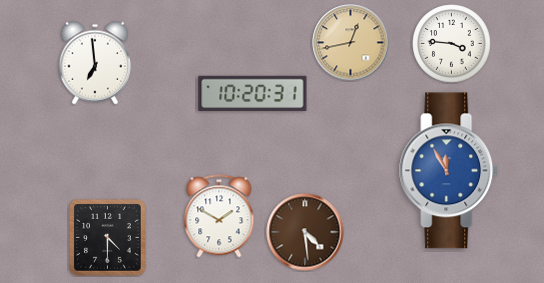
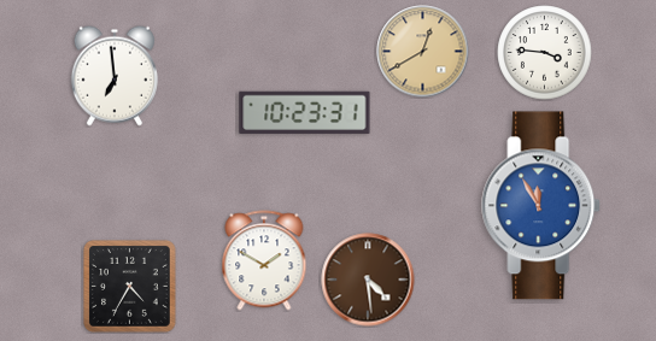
clock at (351, 43): 12:43 -> 12:40
clock at (253, 93): 10:20 -> 10:23
clock at (108, 238): 4:30 -> 4:35
